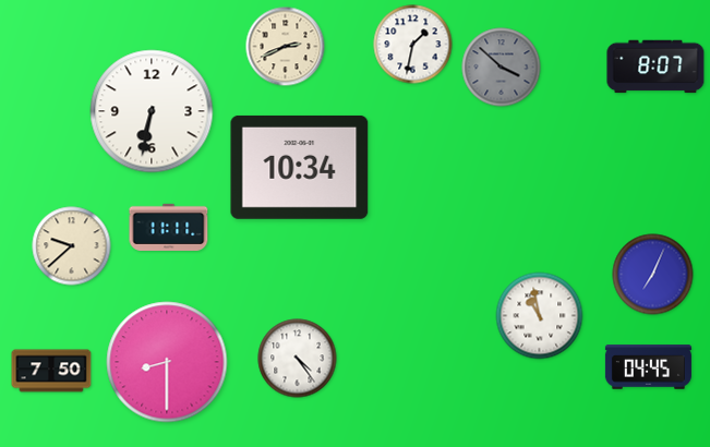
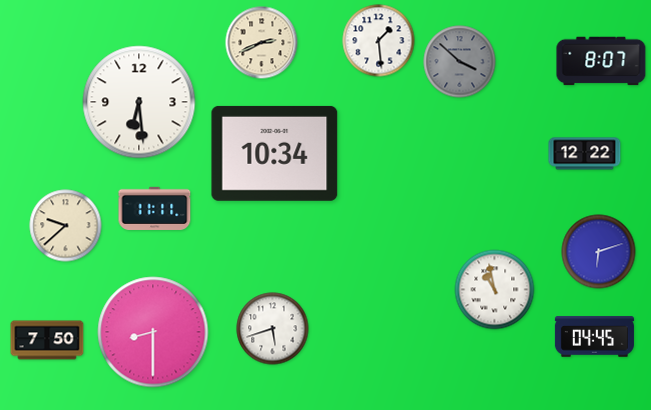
clock at (413, 45): 1:32 -> 1:29
clock at (152, 111): 6:32 -> 6:29
clock at (585, 154): none -> 12:22
clock at (653, 275): 7:04 -> 6:12
clock at (298, 359): 4:24 -> 5:42
